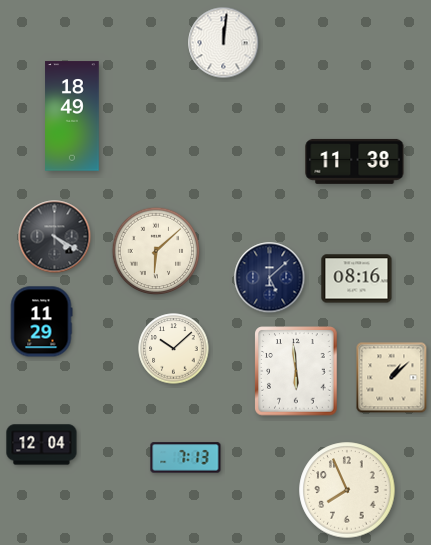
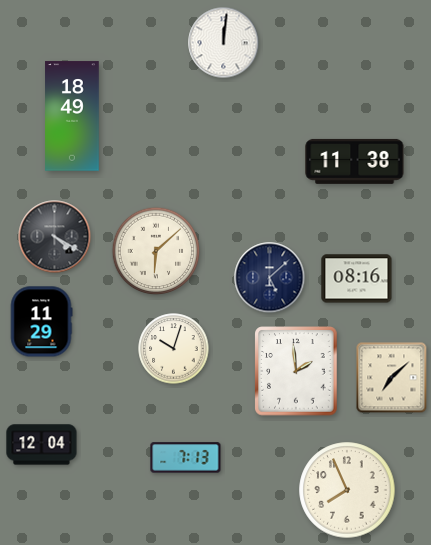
clock at (174, 349): 10:08 -> 10:03
clock at (296, 371): 5:59 -> 1:59
clock at (392, 378): 1:08 -> 7:08
